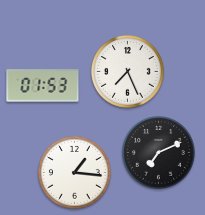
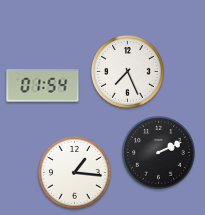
clock at (43, 86): 01:53 -> 01:54
clock at (159, 153): 7:11 -> 2:11
